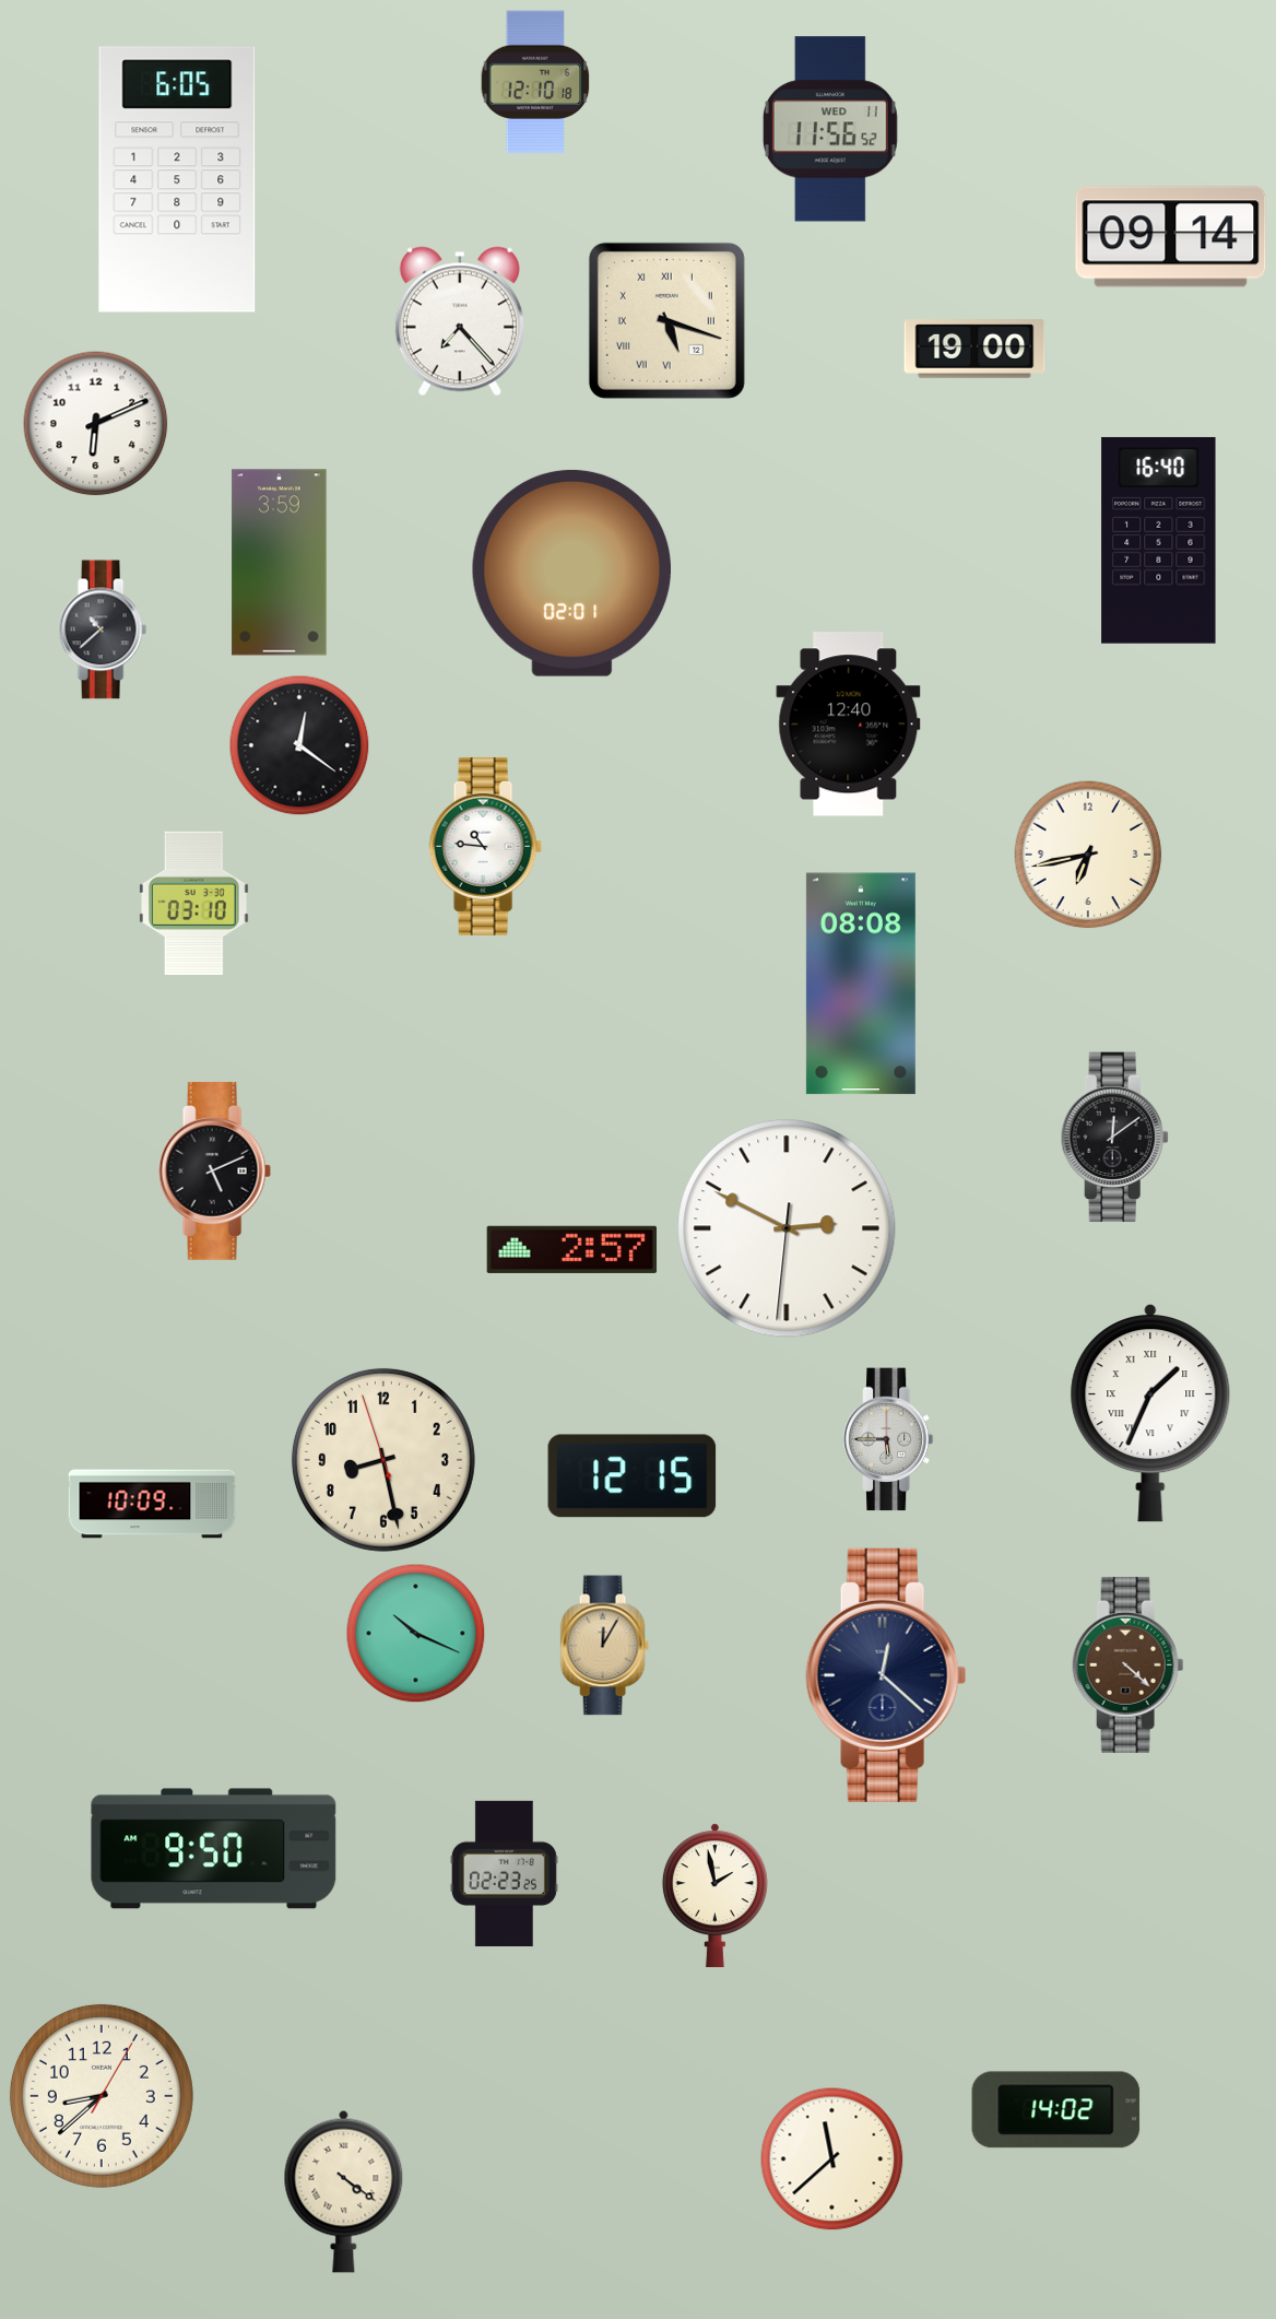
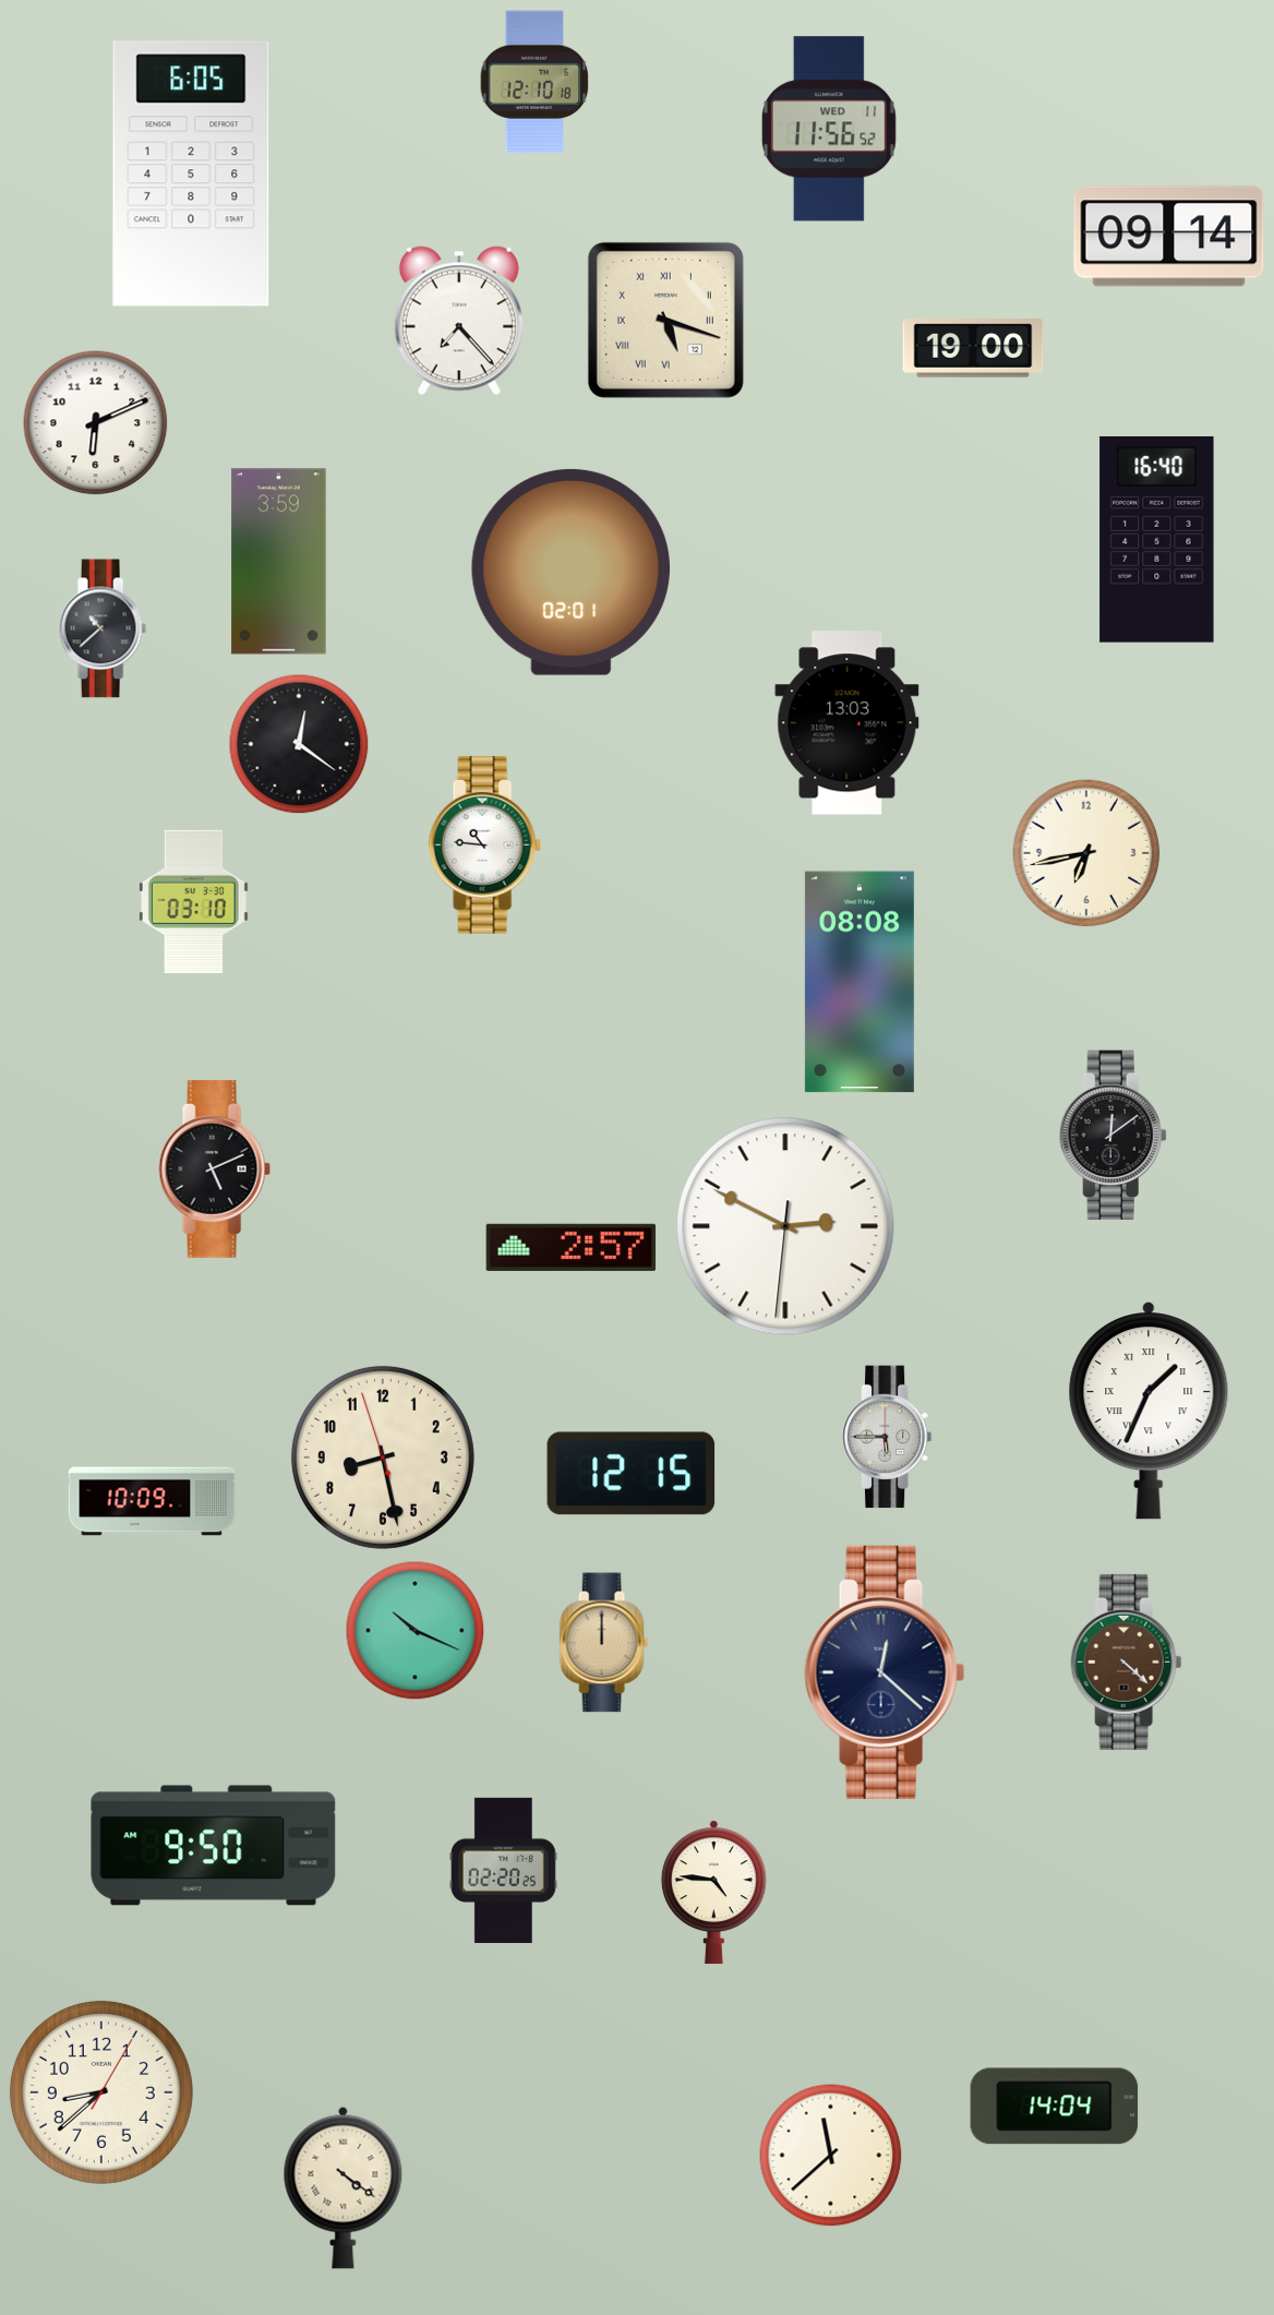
clock at (177, 179) position: (177, 179) -> (191, 173)
clock at (849, 725): 12:40 -> 13:03
clock at (604, 1646): 12:05 -> 12:00
clock at (504, 1873): 02:23 -> 02:20
clock at (714, 1896): 1:58 -> 4:46
clock at (1056, 2110): 14:02 -> 14:04
